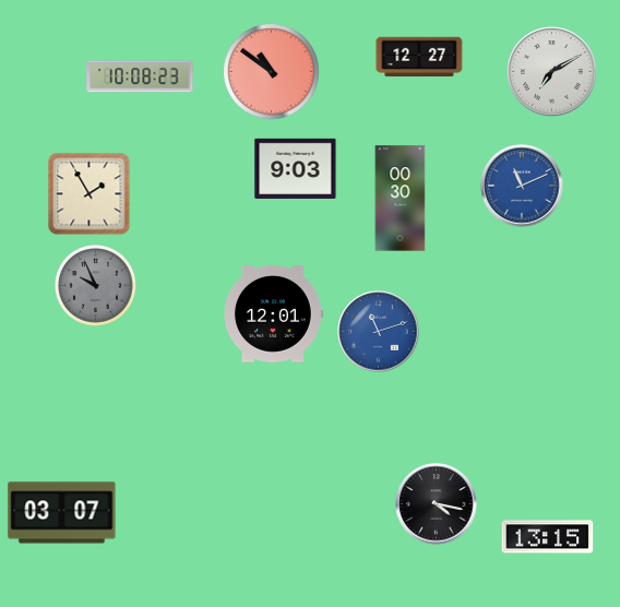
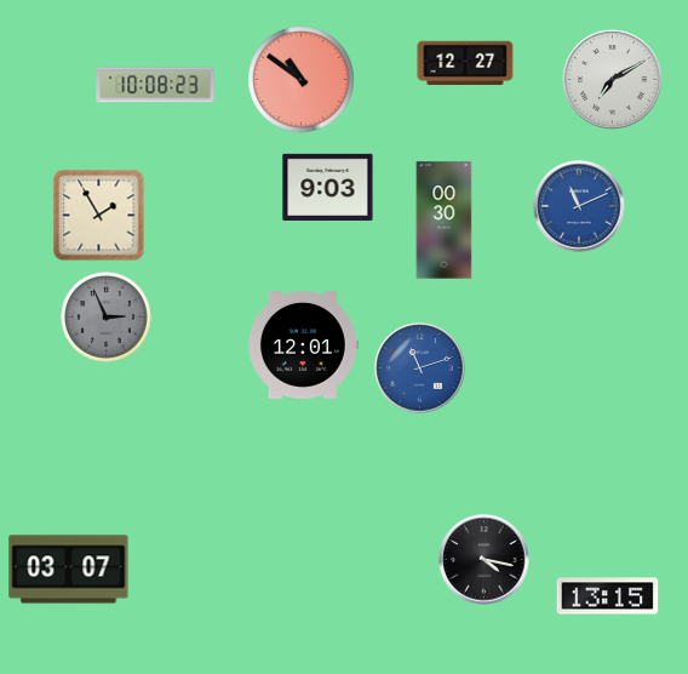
clock at (96, 286): 9:56 -> 2:56
clock at (274, 314) position: (274, 314) -> (304, 345)
